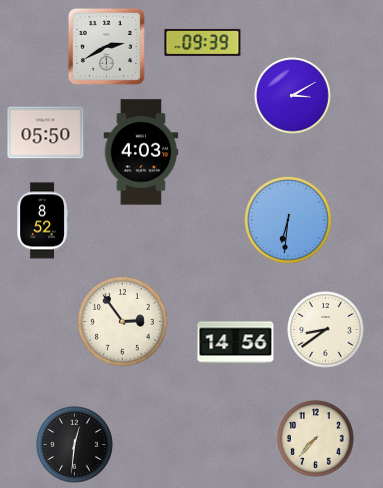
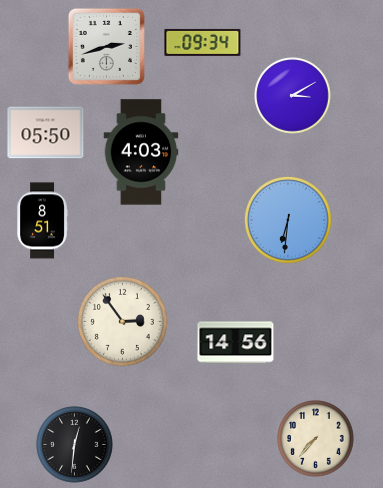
clock at (203, 42): 09:39 -> 09:34
clock at (106, 46): 2:40 -> 2:42
clock at (42, 221): 8:52 -> 8:51
clock at (326, 330): 8:39 -> none
